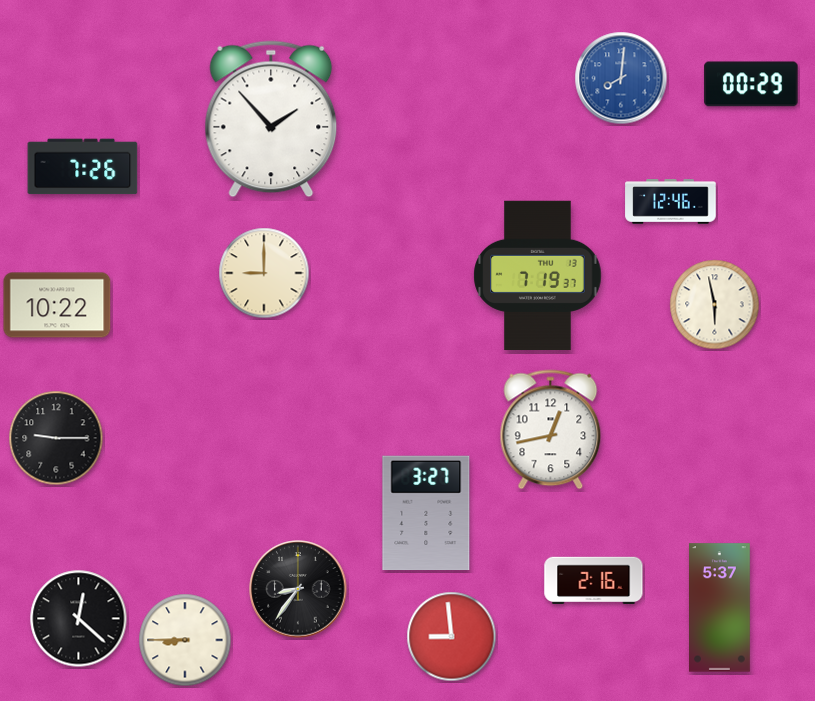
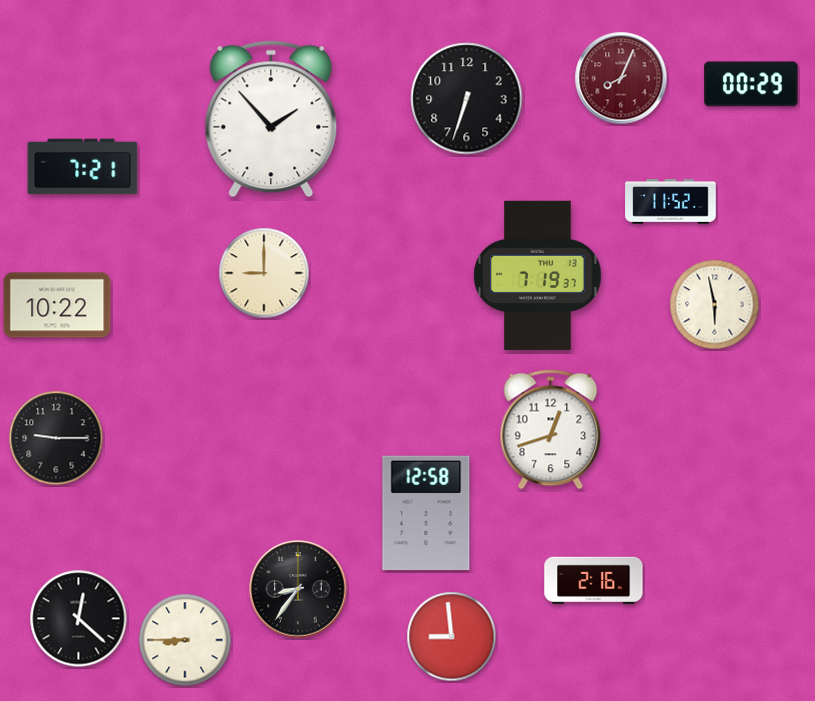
clock at (621, 78): 8:01 -> 8:04
clock at (621, 78) dial: blue -> burgundy
clock at (467, 99): none -> 6:33
clock at (83, 167): 7:26 -> 7:21
clock at (671, 202): 12:46 -> 11:52
clock at (551, 430): 12:43 -> 12:42
clock at (426, 513): 3:27 -> 12:58
clock at (720, 608): 5:37 -> none
